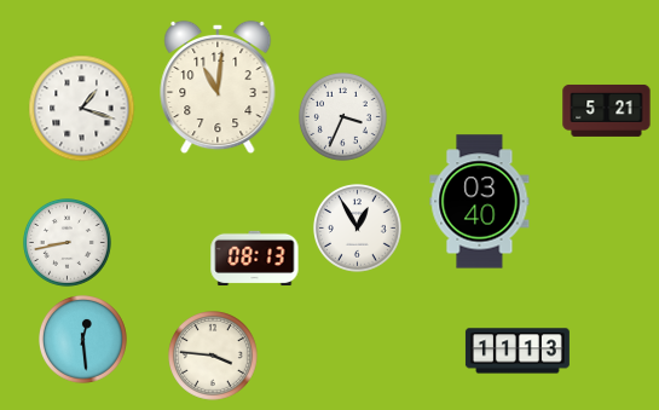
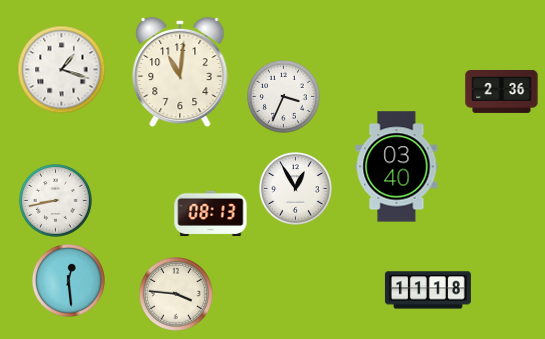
clock at (82, 109) position: (82, 109) -> (62, 70)
clock at (607, 110): 5:21 -> 2:36
clock at (518, 351): 11:13 -> 11:18
